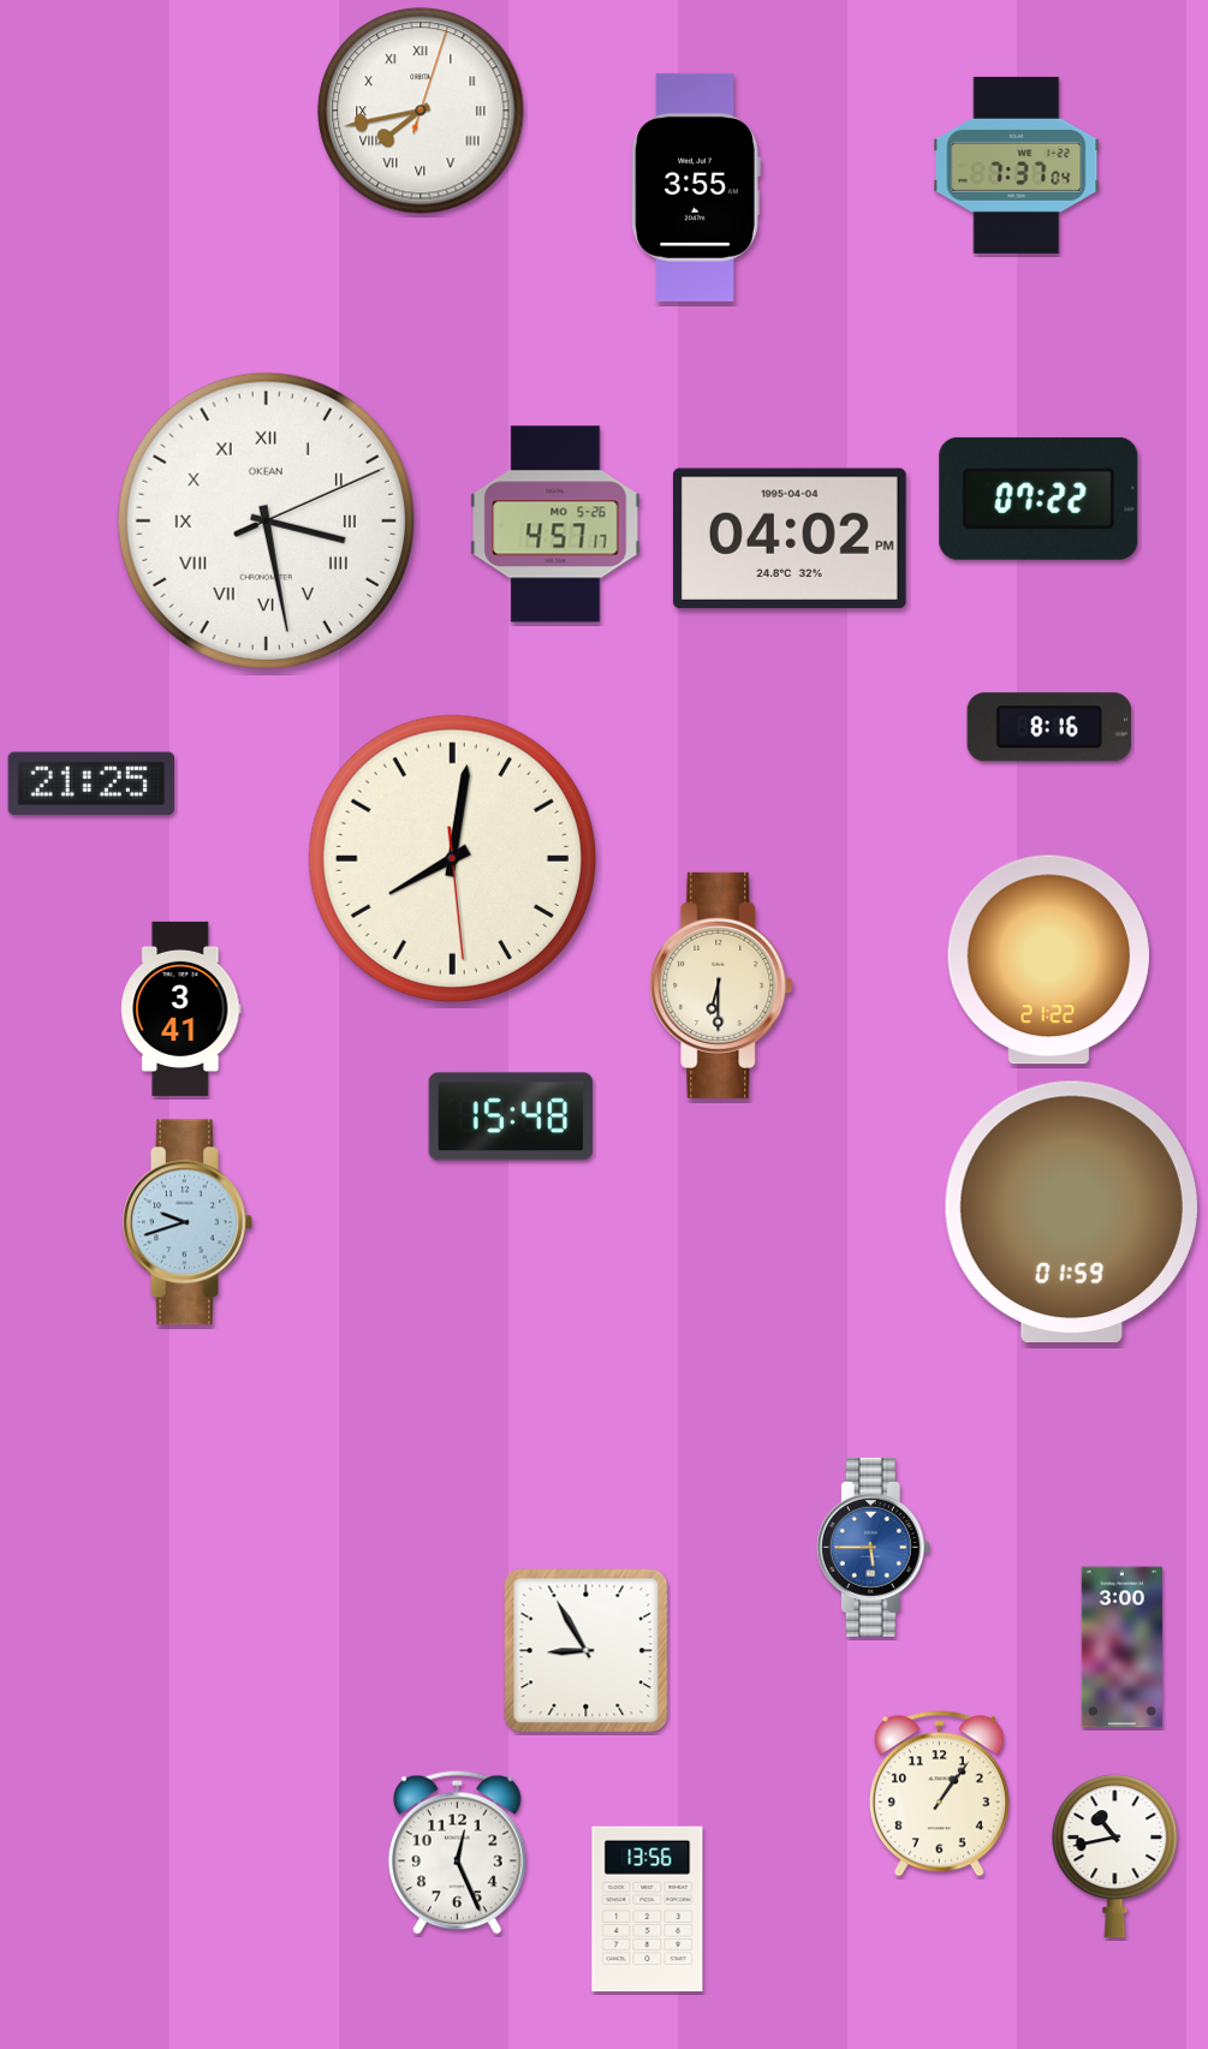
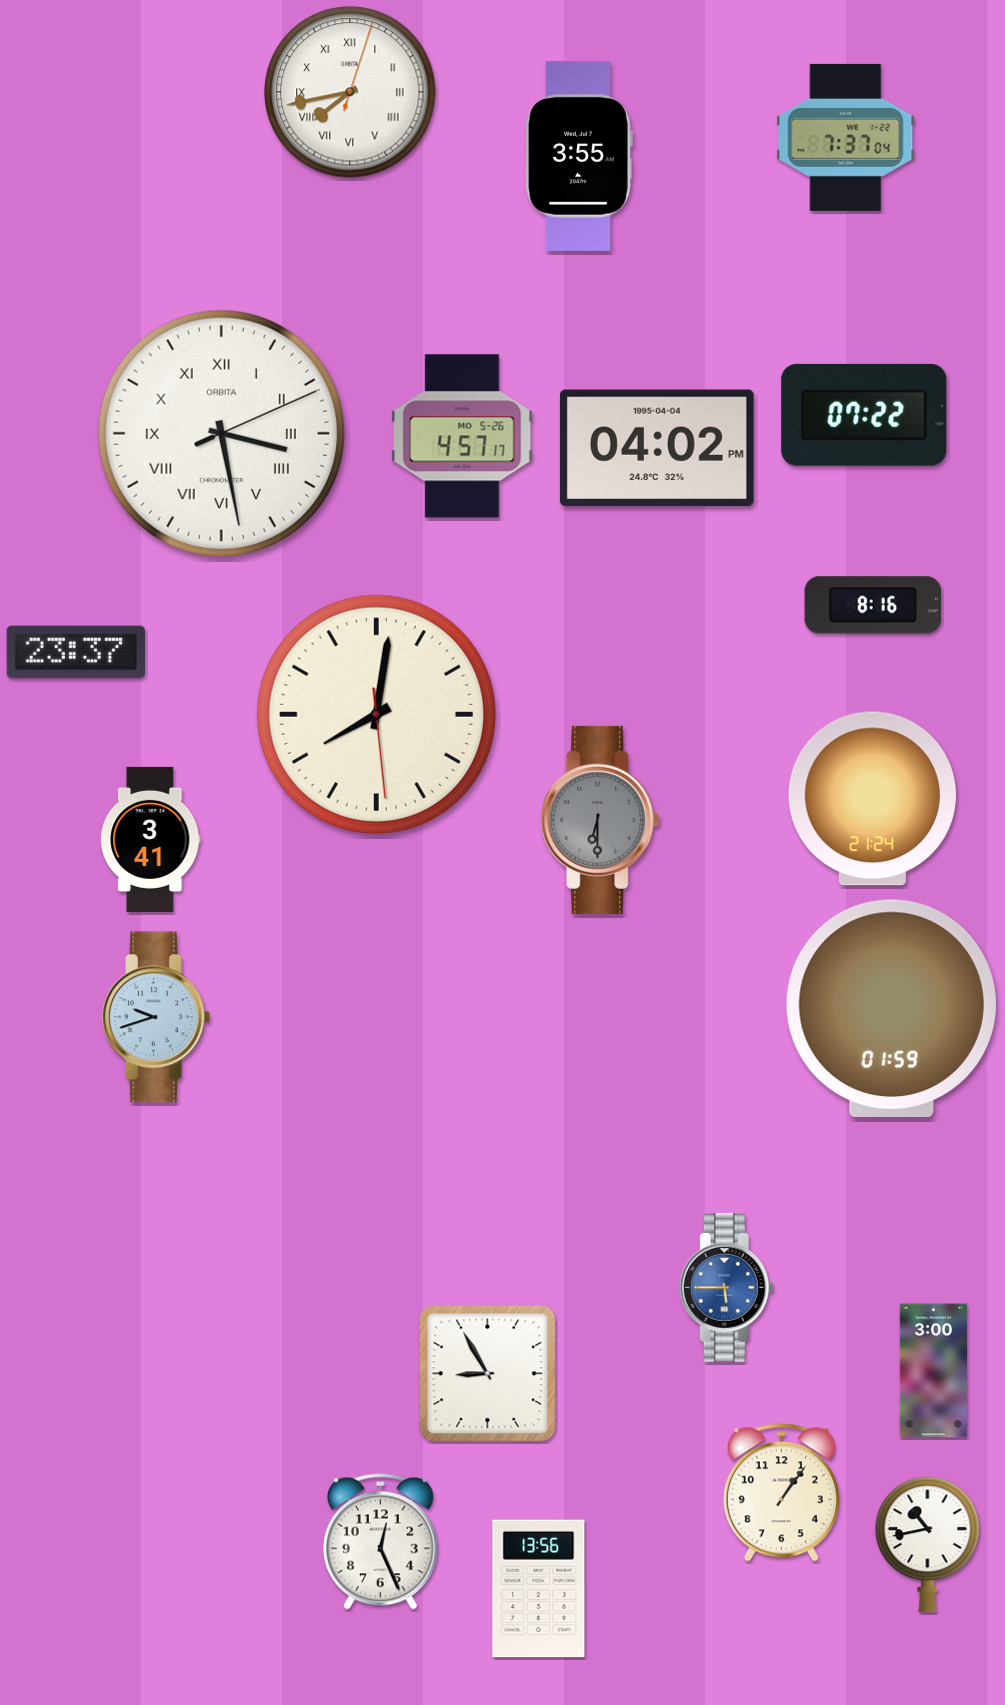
clock at (266, 520) brand: OKEAN -> ORBITA
clock at (90, 784): 21:25 -> 23:37
clock at (1048, 960): 21:22 -> 21:24
clock at (721, 985) dial: cream -> grey
clock at (511, 1116): 15:48 -> none
